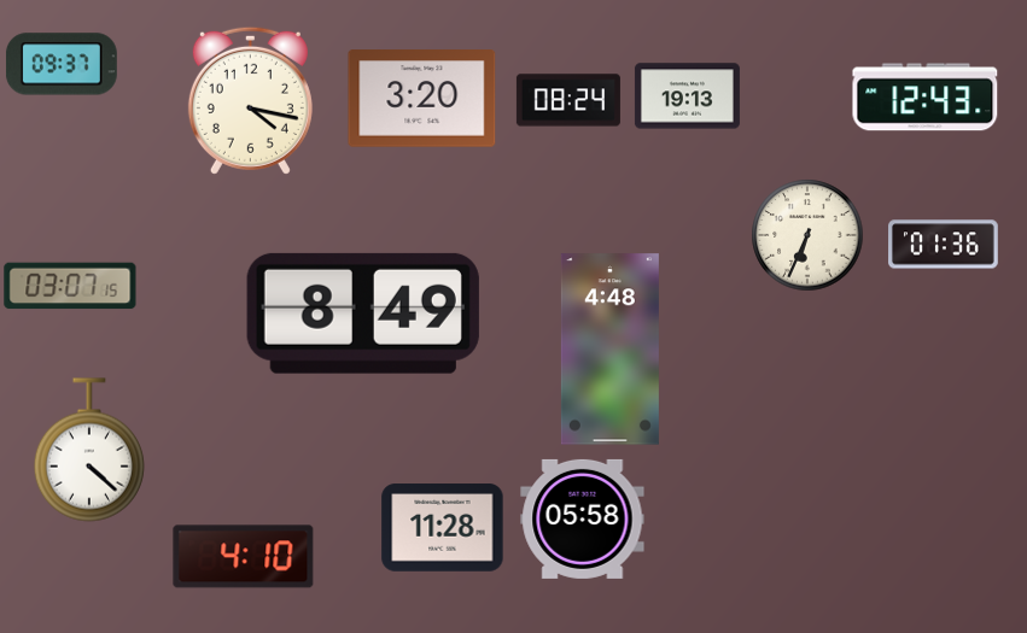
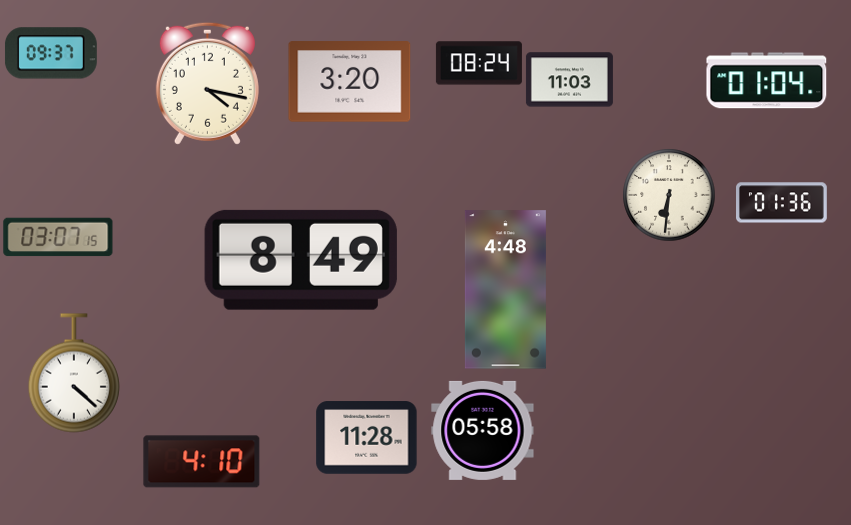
clock at (687, 96): 19:13 -> 11:03
clock at (926, 98): 12:43 -> 01:04
clock at (568, 100) position: (568, 100) -> (479, 63)
clock at (807, 235): 6:34 -> 6:31
